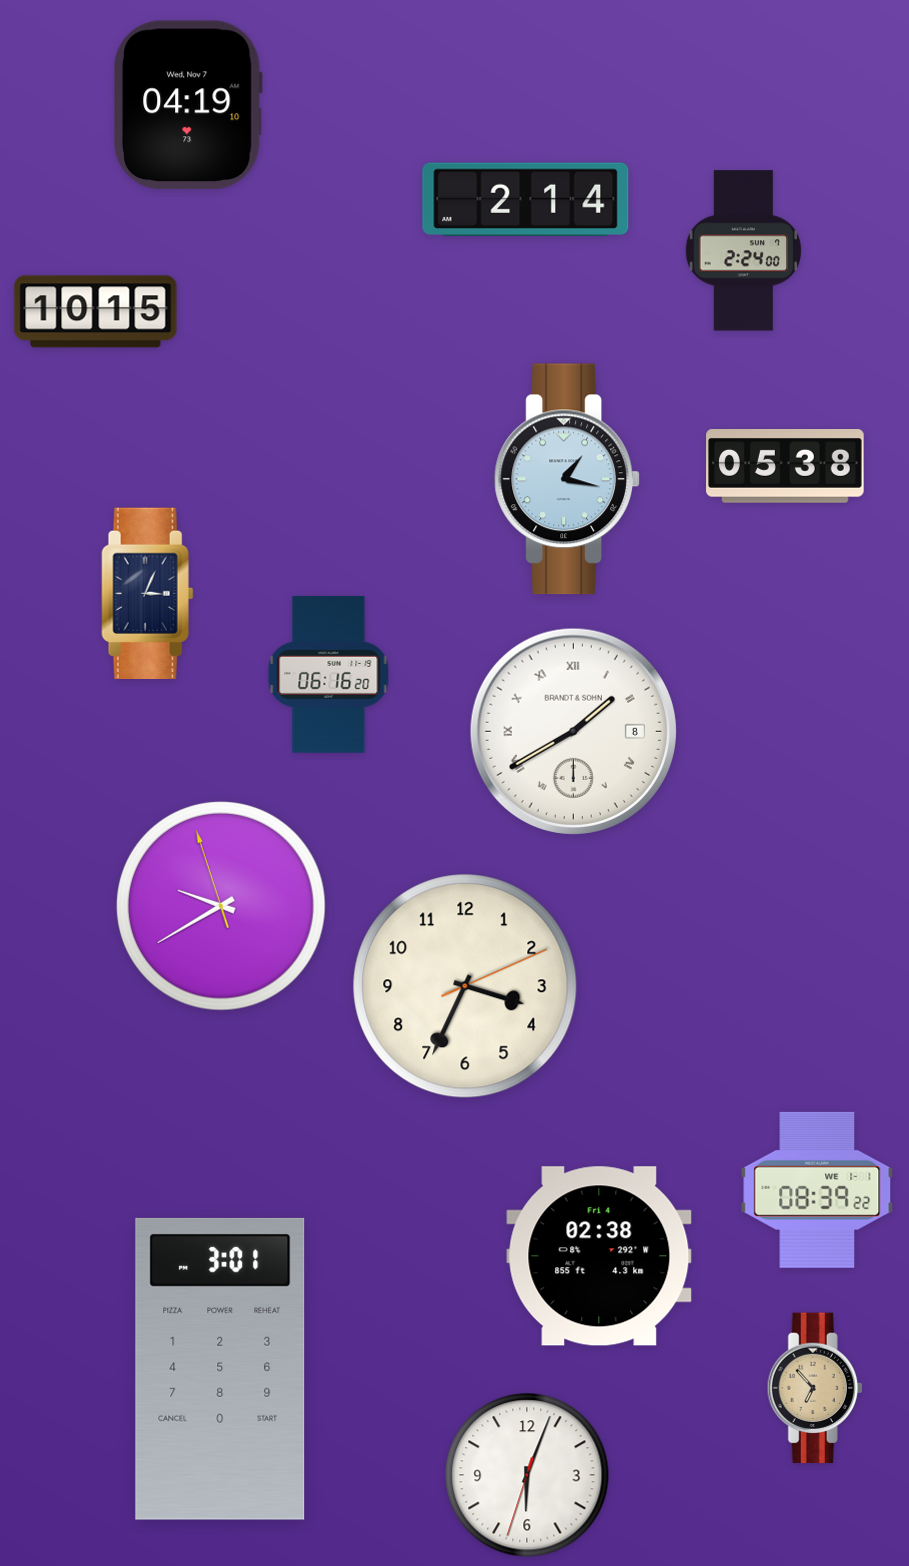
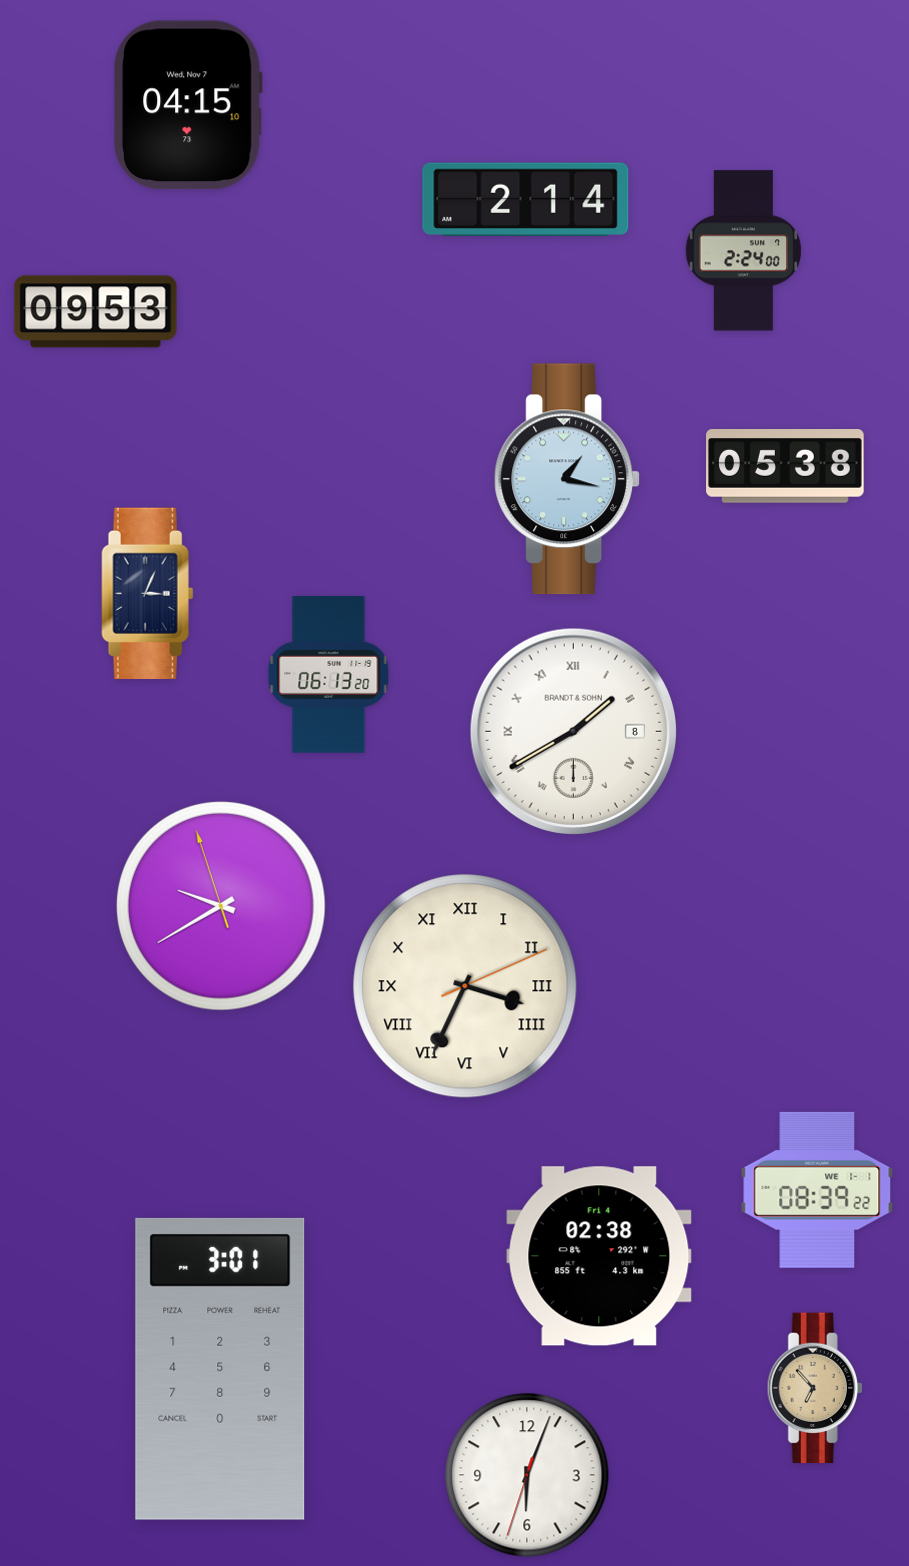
clock at (188, 105): 04:19 -> 04:15
clock at (96, 312): 10:15 -> 09:53
clock at (329, 675): 06:16 -> 06:13
clock at (465, 986) numerals: Arabic -> Roman
